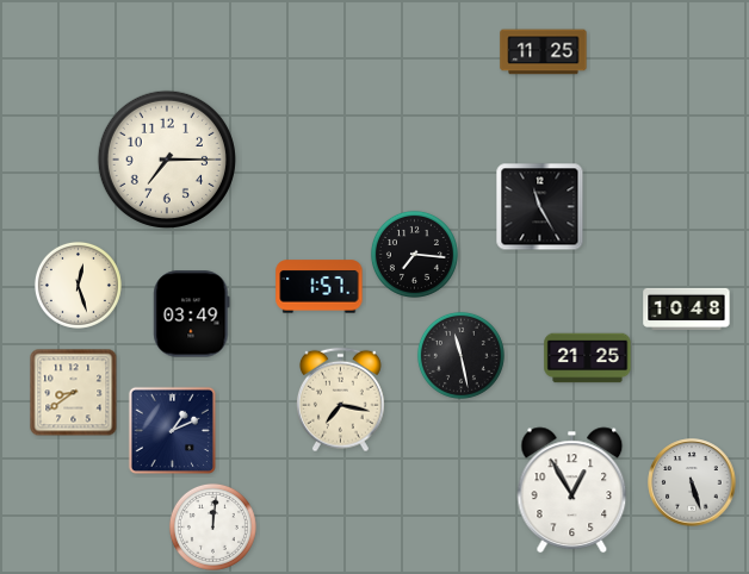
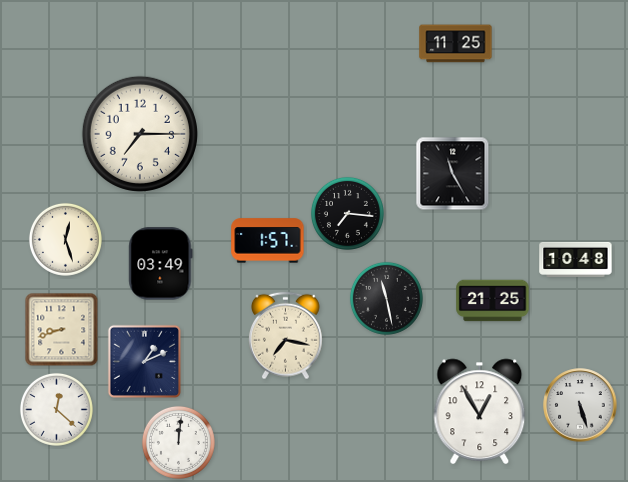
clock at (74, 393): 8:39 -> 8:42
clock at (56, 409): none -> 12:22
